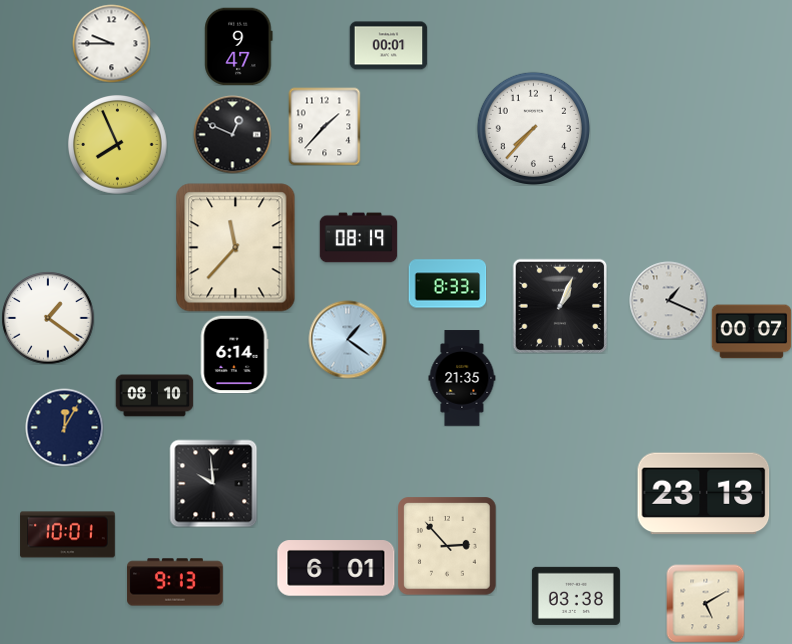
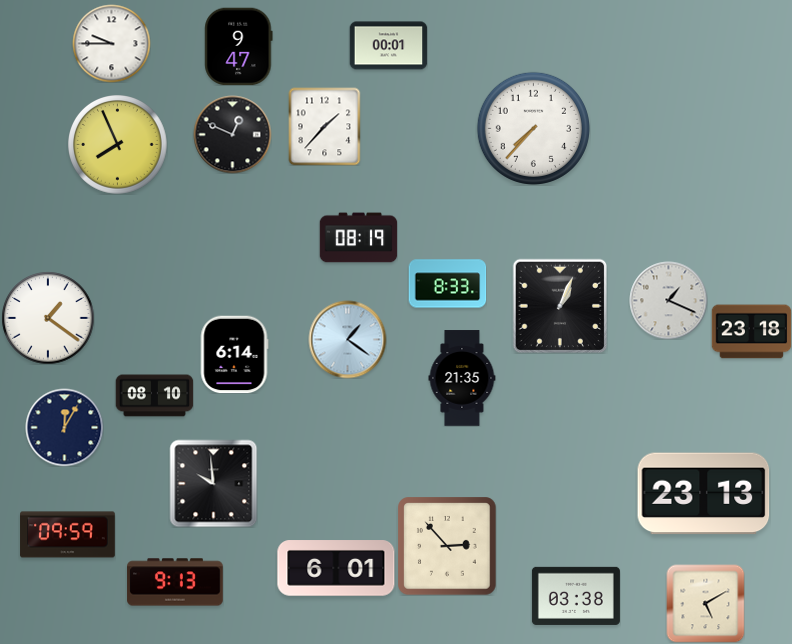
clock at (236, 248): 11:37 -> none
clock at (751, 332): 00:07 -> 23:18
clock at (68, 535): 10:01 -> 09:59
